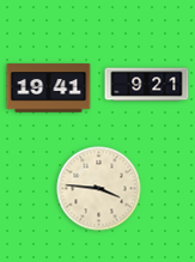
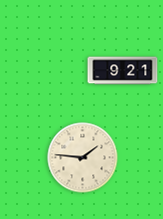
clock at (49, 89): 19:41 -> none
clock at (99, 189): 3:46 -> 1:46
